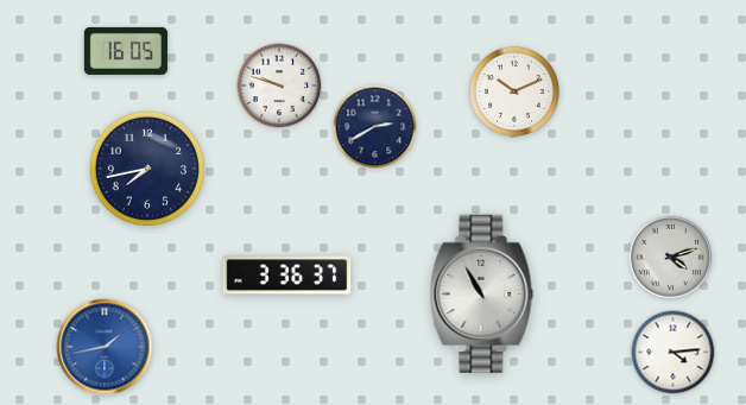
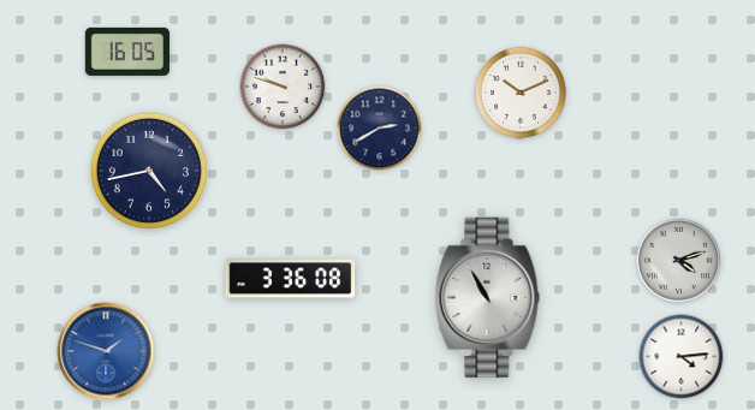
clock at (147, 169): 7:43 -> 4:43
clock at (287, 276): 3:36:37 -> 3:36:08
clock at (105, 347): 1:43 -> 1:48
